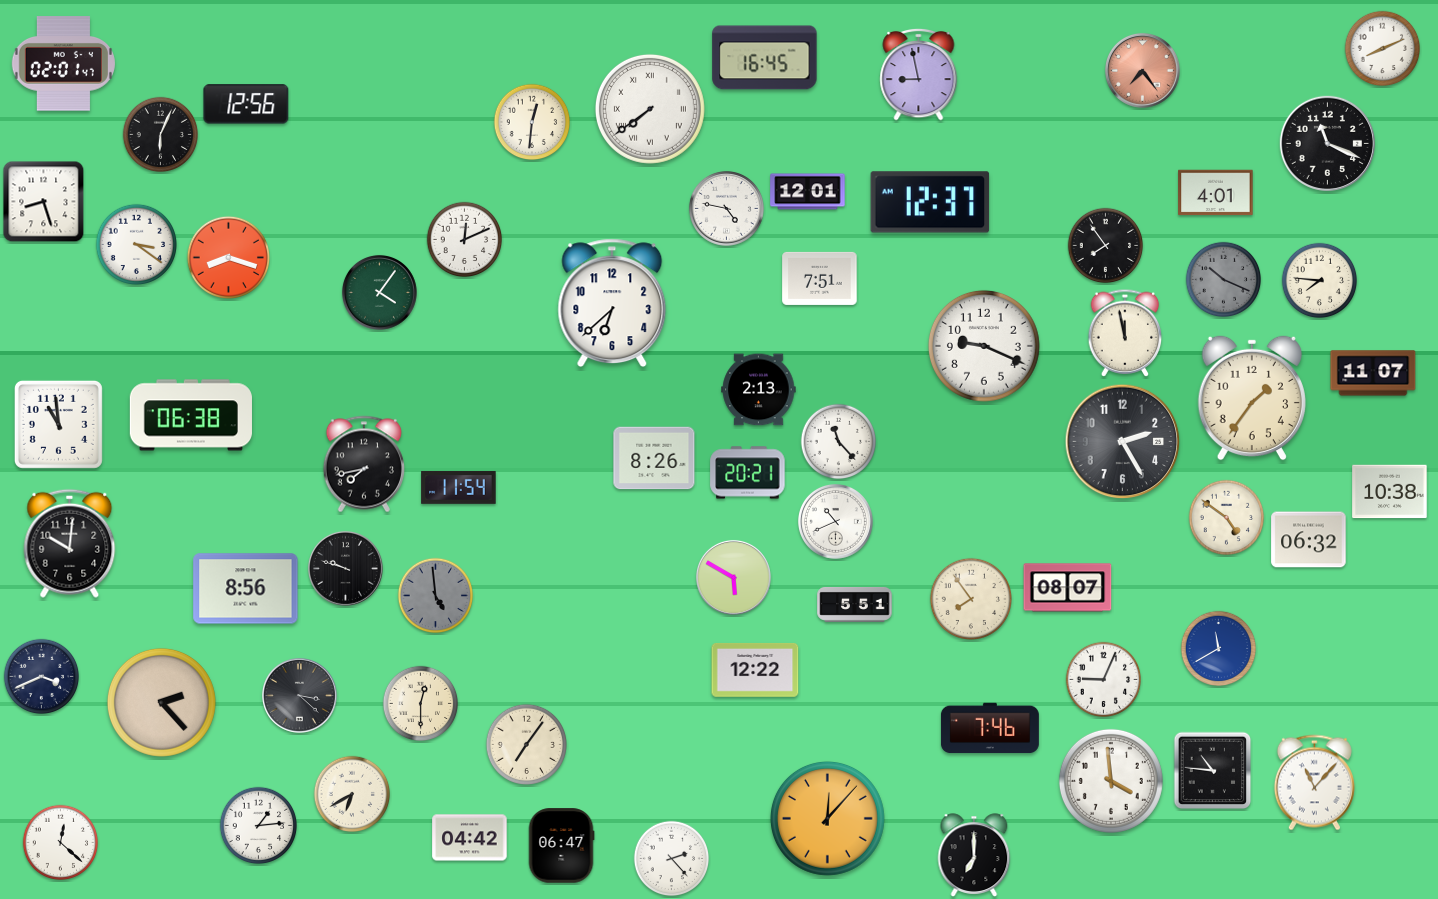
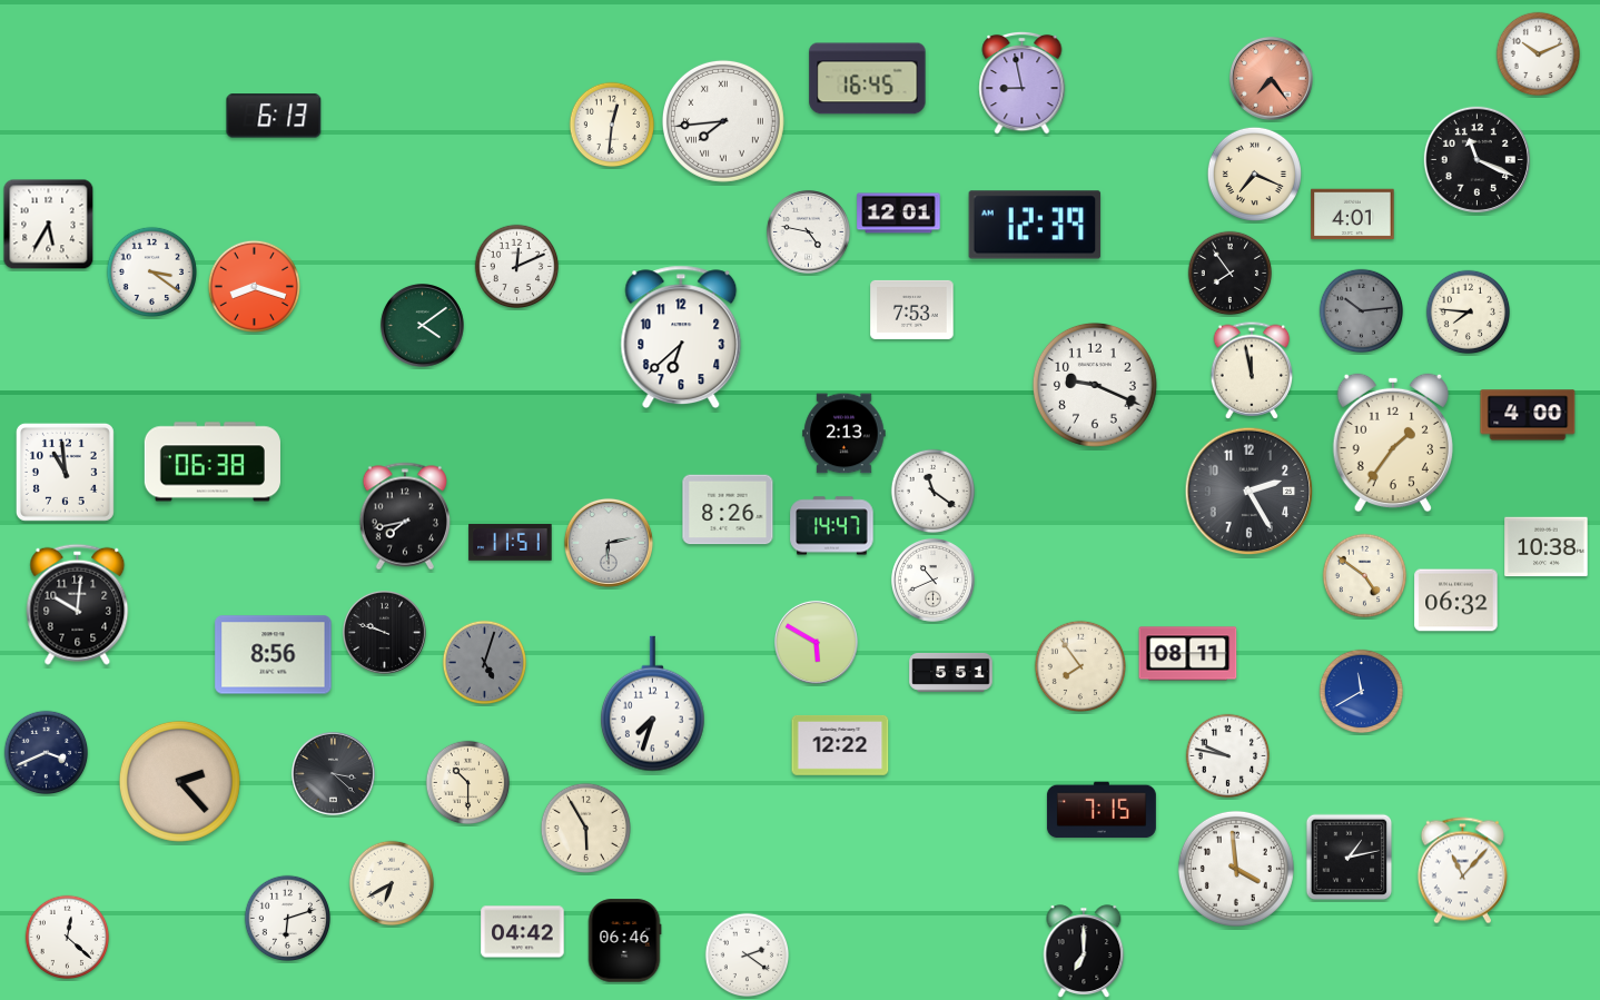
clock at (1383, 49): 8:11 -> 10:11
clock at (765, 58) position: (765, 58) -> (868, 79)
clock at (63, 64): 02:01 -> none
clock at (246, 104): 12:56 -> 6:13
clock at (650, 109): 7:39 -> 7:44
clock at (532, 122) position: (532, 122) -> (612, 125)
clock at (161, 135): 6:04 -> none
clock at (1254, 174): none -> 7:19
clock at (44, 202): 8:27 -> 5:35
clock at (930, 202): 12:37 -> 12:39
clock at (820, 278): 7:51 -> 7:53
clock at (1224, 280): 10:19 -> 10:14
clock at (379, 292): 4:06 -> 4:09
clock at (1373, 373): 11:07 -> 4:00
clock at (839, 442): 11:23 -> 11:21
clock at (748, 473): 20:21 -> 14:47
clock at (459, 487): 11:54 -> 11:51
clock at (609, 543): none -> 6:13
clock at (835, 521) position: (835, 521) -> (932, 580)
clock at (1068, 588): 08:07 -> 08:11
clock at (436, 596): 4:59 -> 5:03
clock at (652, 704): none -> 7:33
clock at (1219, 649) position: (1219, 649) -> (1362, 692)
clock at (1104, 680): 9:04 -> 9:47
clock at (421, 704): 12:30 -> 10:30
clock at (990, 728): 7:46 -> 7:15
clock at (526, 744): 7:06 -> 5:55
clock at (1213, 771): 10:46 -> 1:13
clock at (827, 818): 12:07 -> none
clock at (259, 826): 1:14 -> 6:12
clock at (561, 846): 06:47 -> 06:46
clock at (672, 859): 2:23 -> 2:21
